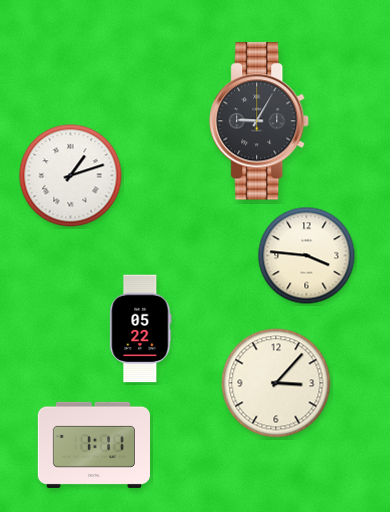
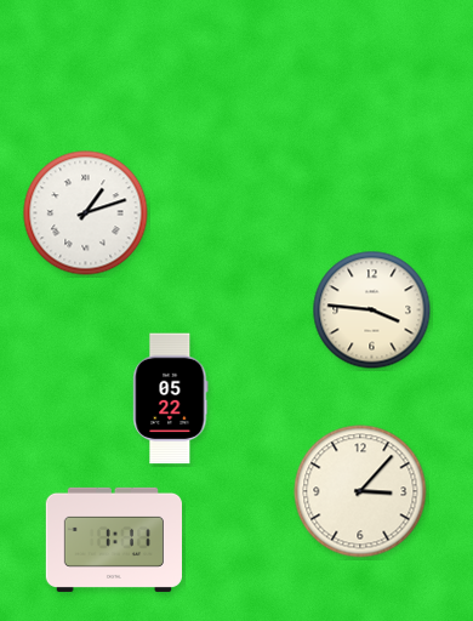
clock at (260, 121): 9:05 -> none
clock at (276, 383) position: (276, 383) -> (360, 491)
